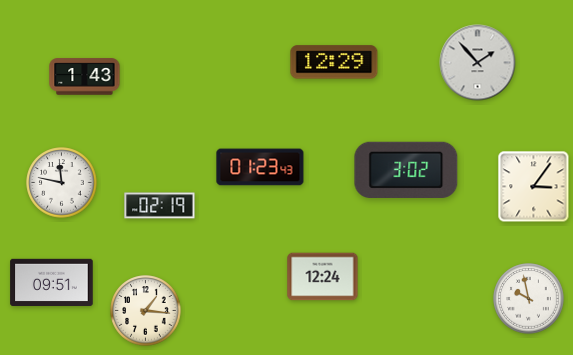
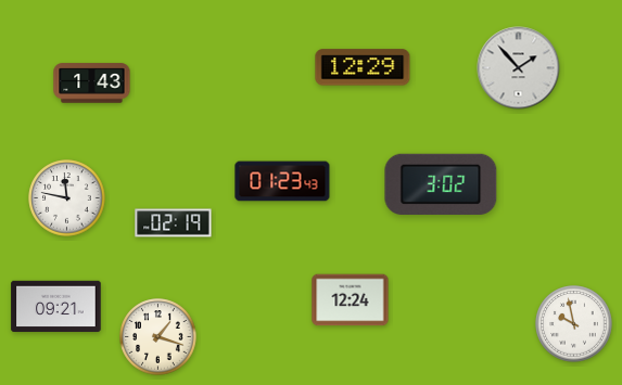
clock at (534, 187): 3:06 -> none
clock at (52, 283): 09:51 -> 09:21
clock at (146, 311): 1:16 -> 1:18
